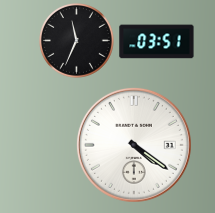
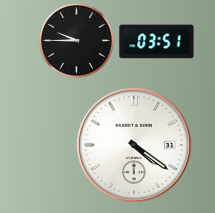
clock at (76, 40): 11:34 -> 9:45
